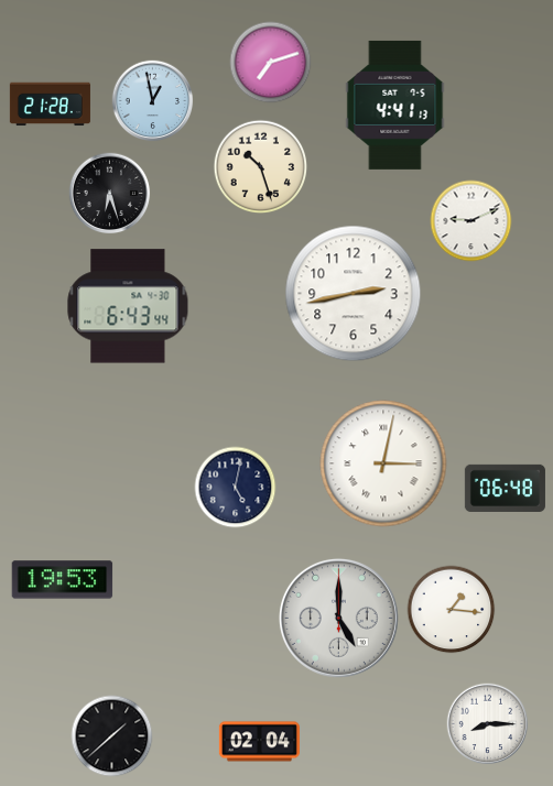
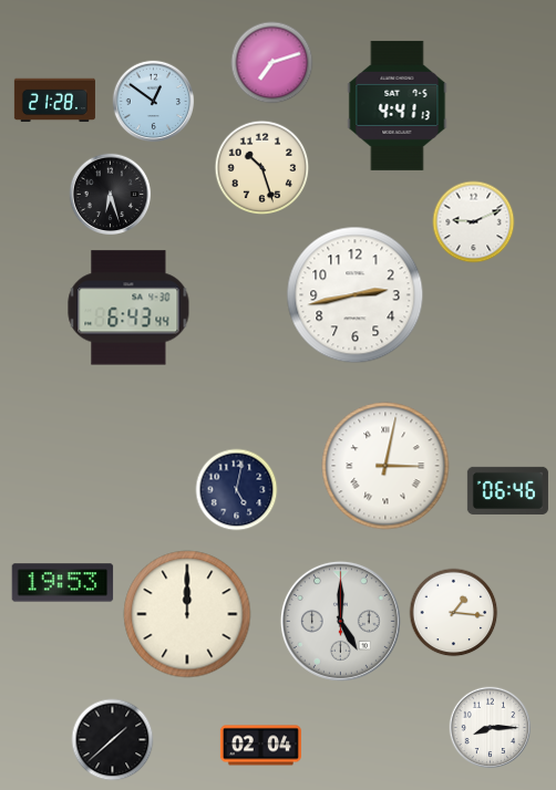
clock at (153, 101): 12:58 -> 12:51
clock at (50, 105) position: (50, 105) -> (54, 101)
clock at (505, 488): 06:48 -> 06:46
clock at (187, 614): none -> 12:00
